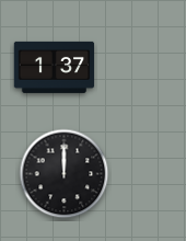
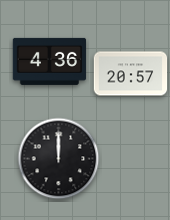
clock at (55, 67): 1:37 -> 4:36
clock at (131, 74): none -> 20:57
